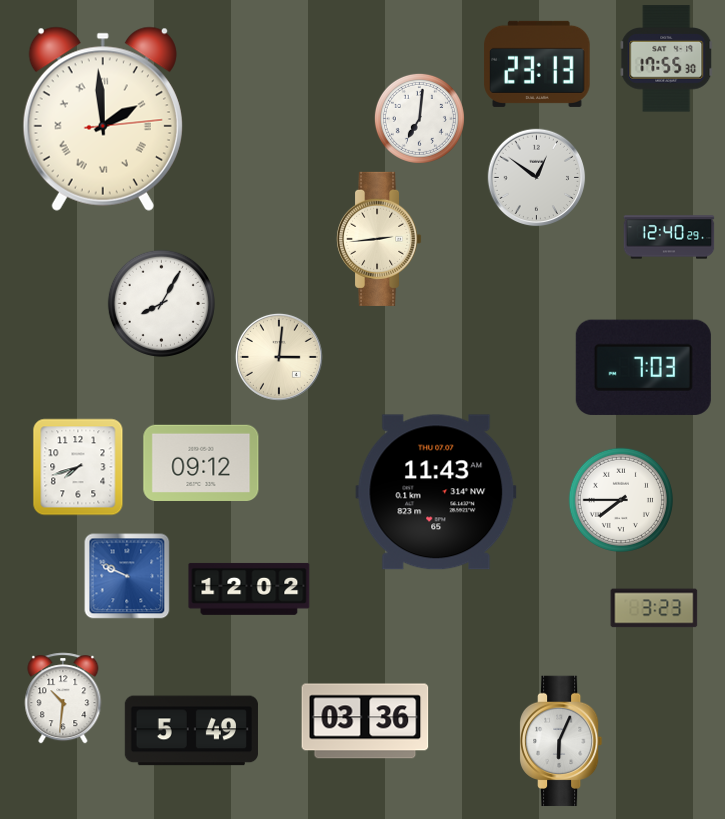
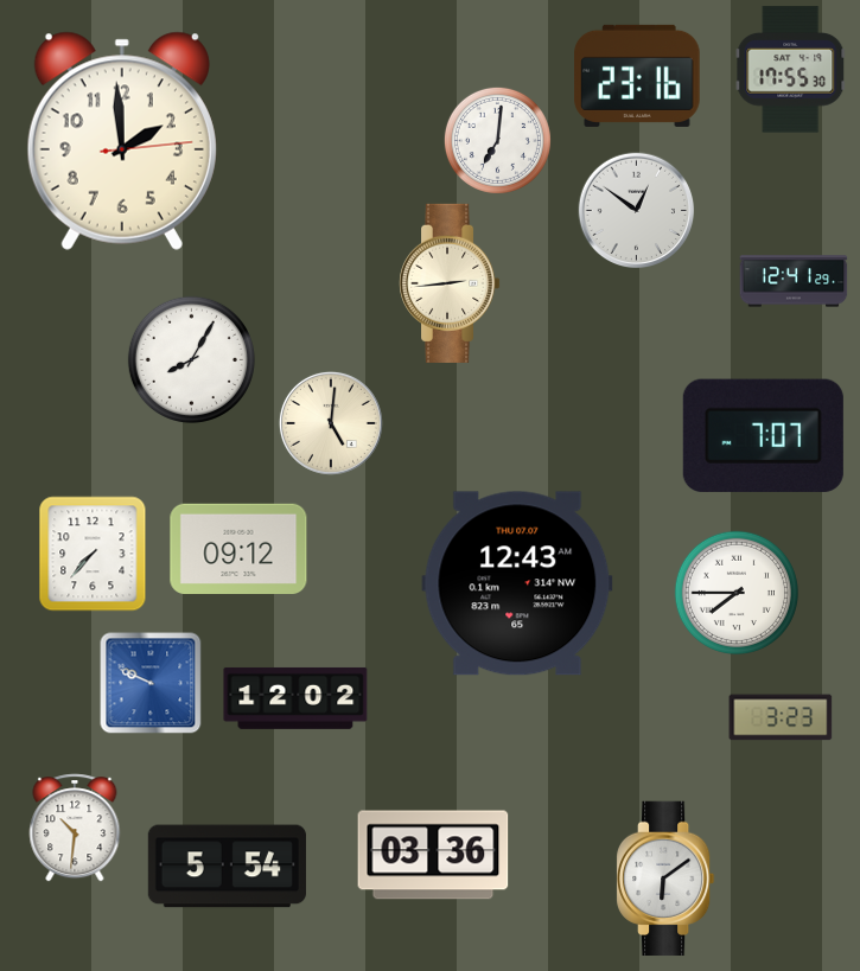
clock at (537, 64): 23:13 -> 23:16
clock at (103, 119) numerals: Roman -> Arabic
clock at (669, 237): 12:40 -> 12:41
clock at (279, 357): 3:01 -> 5:01
clock at (643, 367): 7:03 -> 7:07
clock at (78, 467): 7:42 -> 7:37
clock at (436, 492): 11:43 -> 12:43
clock at (654, 608) position: (654, 608) -> (781, 717)
clock at (191, 731): 5:49 -> 5:54
clock at (561, 741): 6:04 -> 6:09
